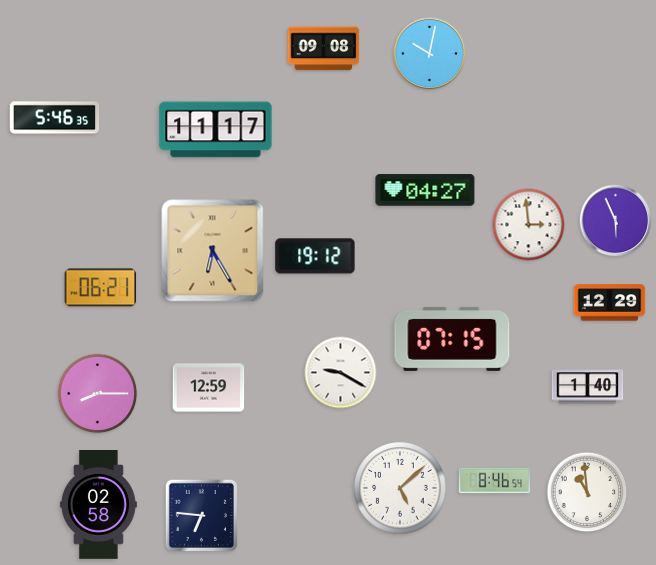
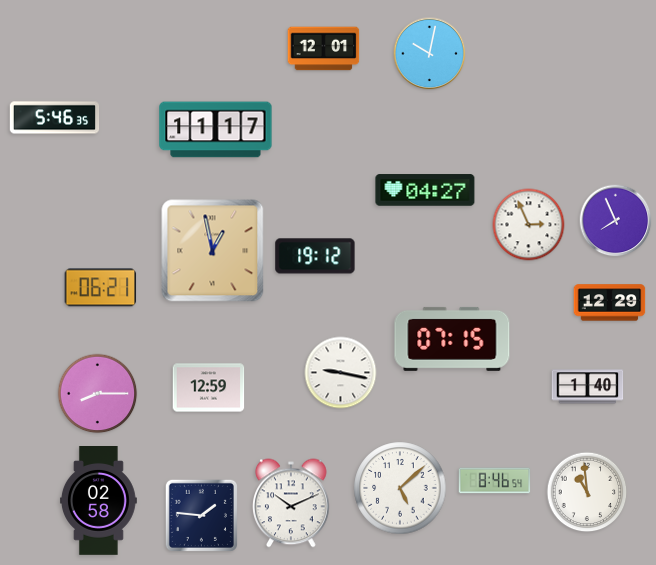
clock at (324, 49): 09:08 -> 12:01
clock at (616, 221): 5:56 -> 7:56
clock at (529, 225): 2:59 -> 2:56
clock at (213, 251): 6:25 -> 12:58
clock at (341, 373): 9:20 -> 9:17
clock at (292, 503): none -> 10:11
clock at (98, 505) position: (98, 505) -> (98, 501)
clock at (201, 515): 6:46 -> 1:46
